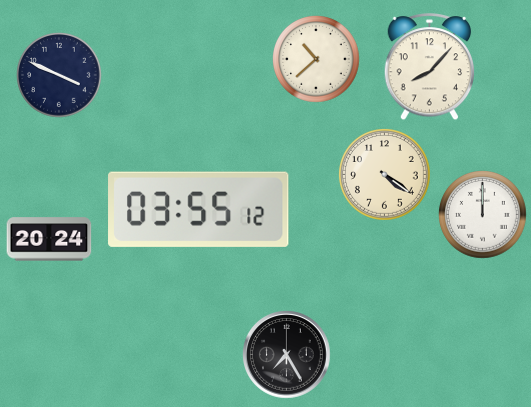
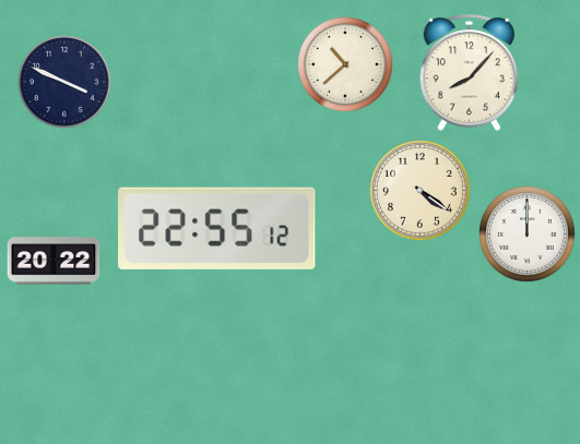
clock at (199, 209): 03:55 -> 22:55
clock at (49, 239): 20:24 -> 20:22
clock at (287, 355): 7:25 -> none
